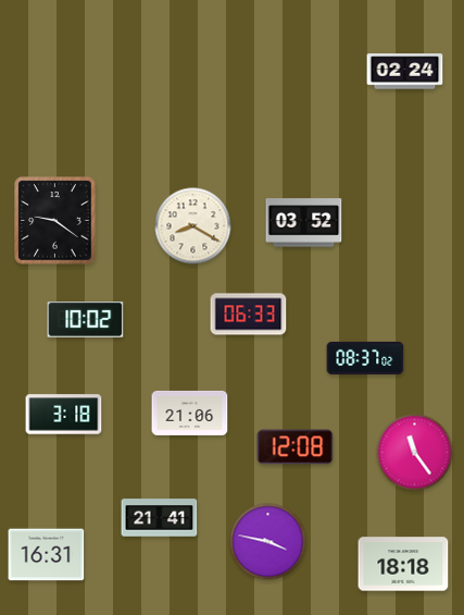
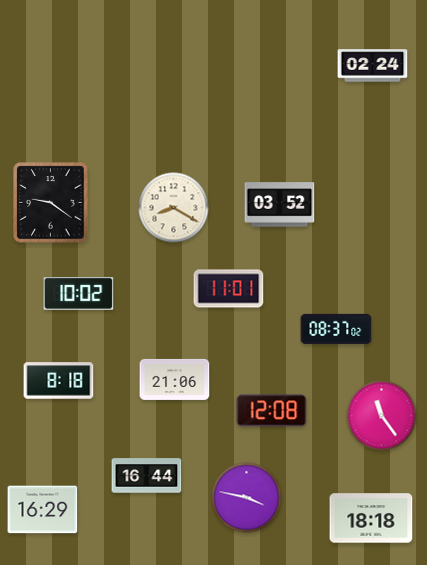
clock at (193, 226) position: (193, 226) -> (174, 208)
clock at (249, 315): 06:33 -> 11:01
clock at (64, 415): 3:18 -> 8:18
clock at (160, 518): 21:41 -> 16:44
clock at (47, 555): 16:31 -> 16:29
